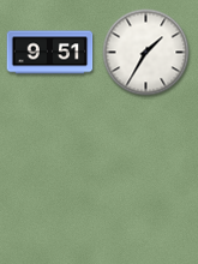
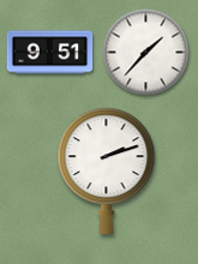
clock at (146, 53): 1:35 -> 1:37
clock at (107, 170): none -> 2:12
